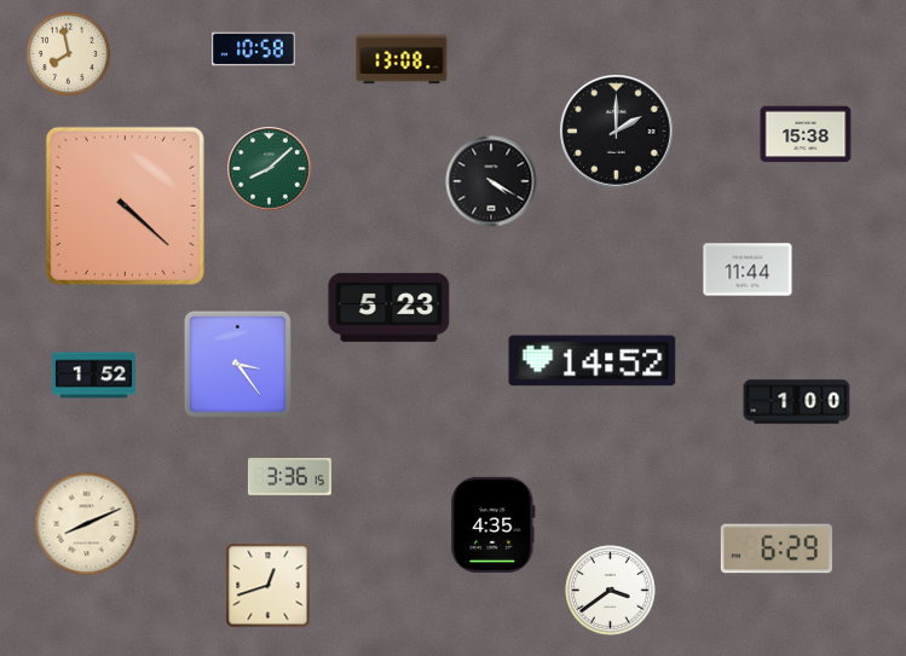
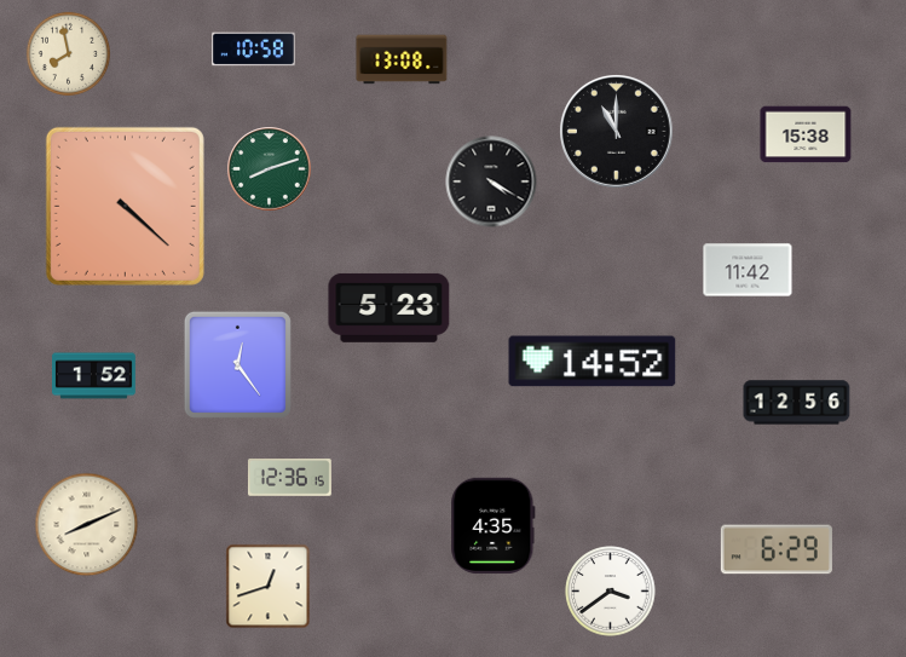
clock at (617, 132): 2:00 -> 11:00
clock at (270, 169): 8:08 -> 8:12
clock at (748, 269): 11:44 -> 11:42
clock at (237, 364): 3:24 -> 12:24
clock at (797, 402): 1:00 -> 12:56
clock at (289, 477): 3:36 -> 12:36
